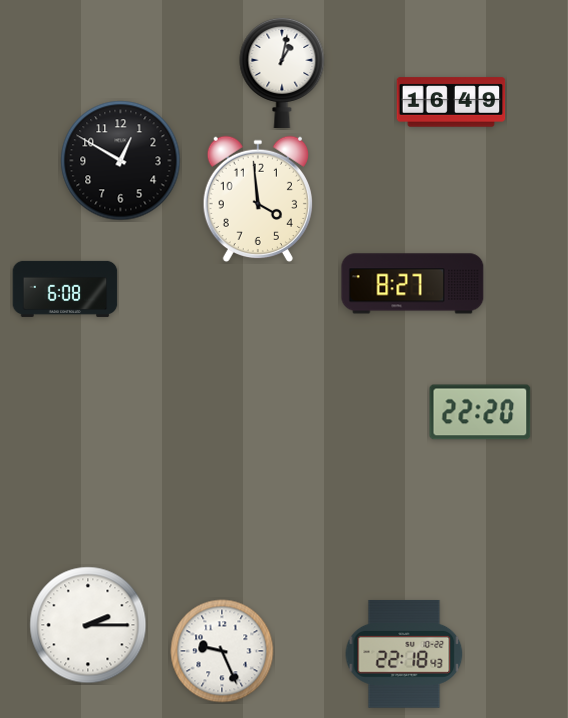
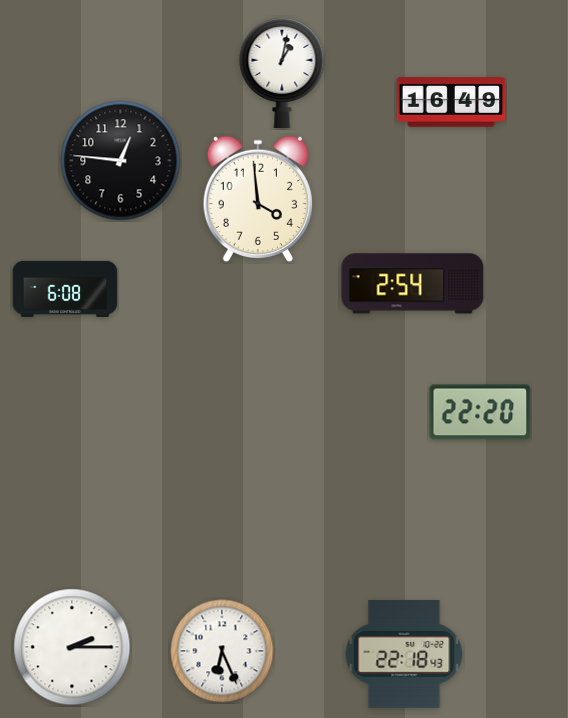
clock at (121, 161): 12:50 -> 12:46
clock at (413, 284): 8:27 -> 2:54
clock at (88, 625) position: (88, 625) -> (72, 647)
clock at (222, 651): 9:26 -> 6:26
